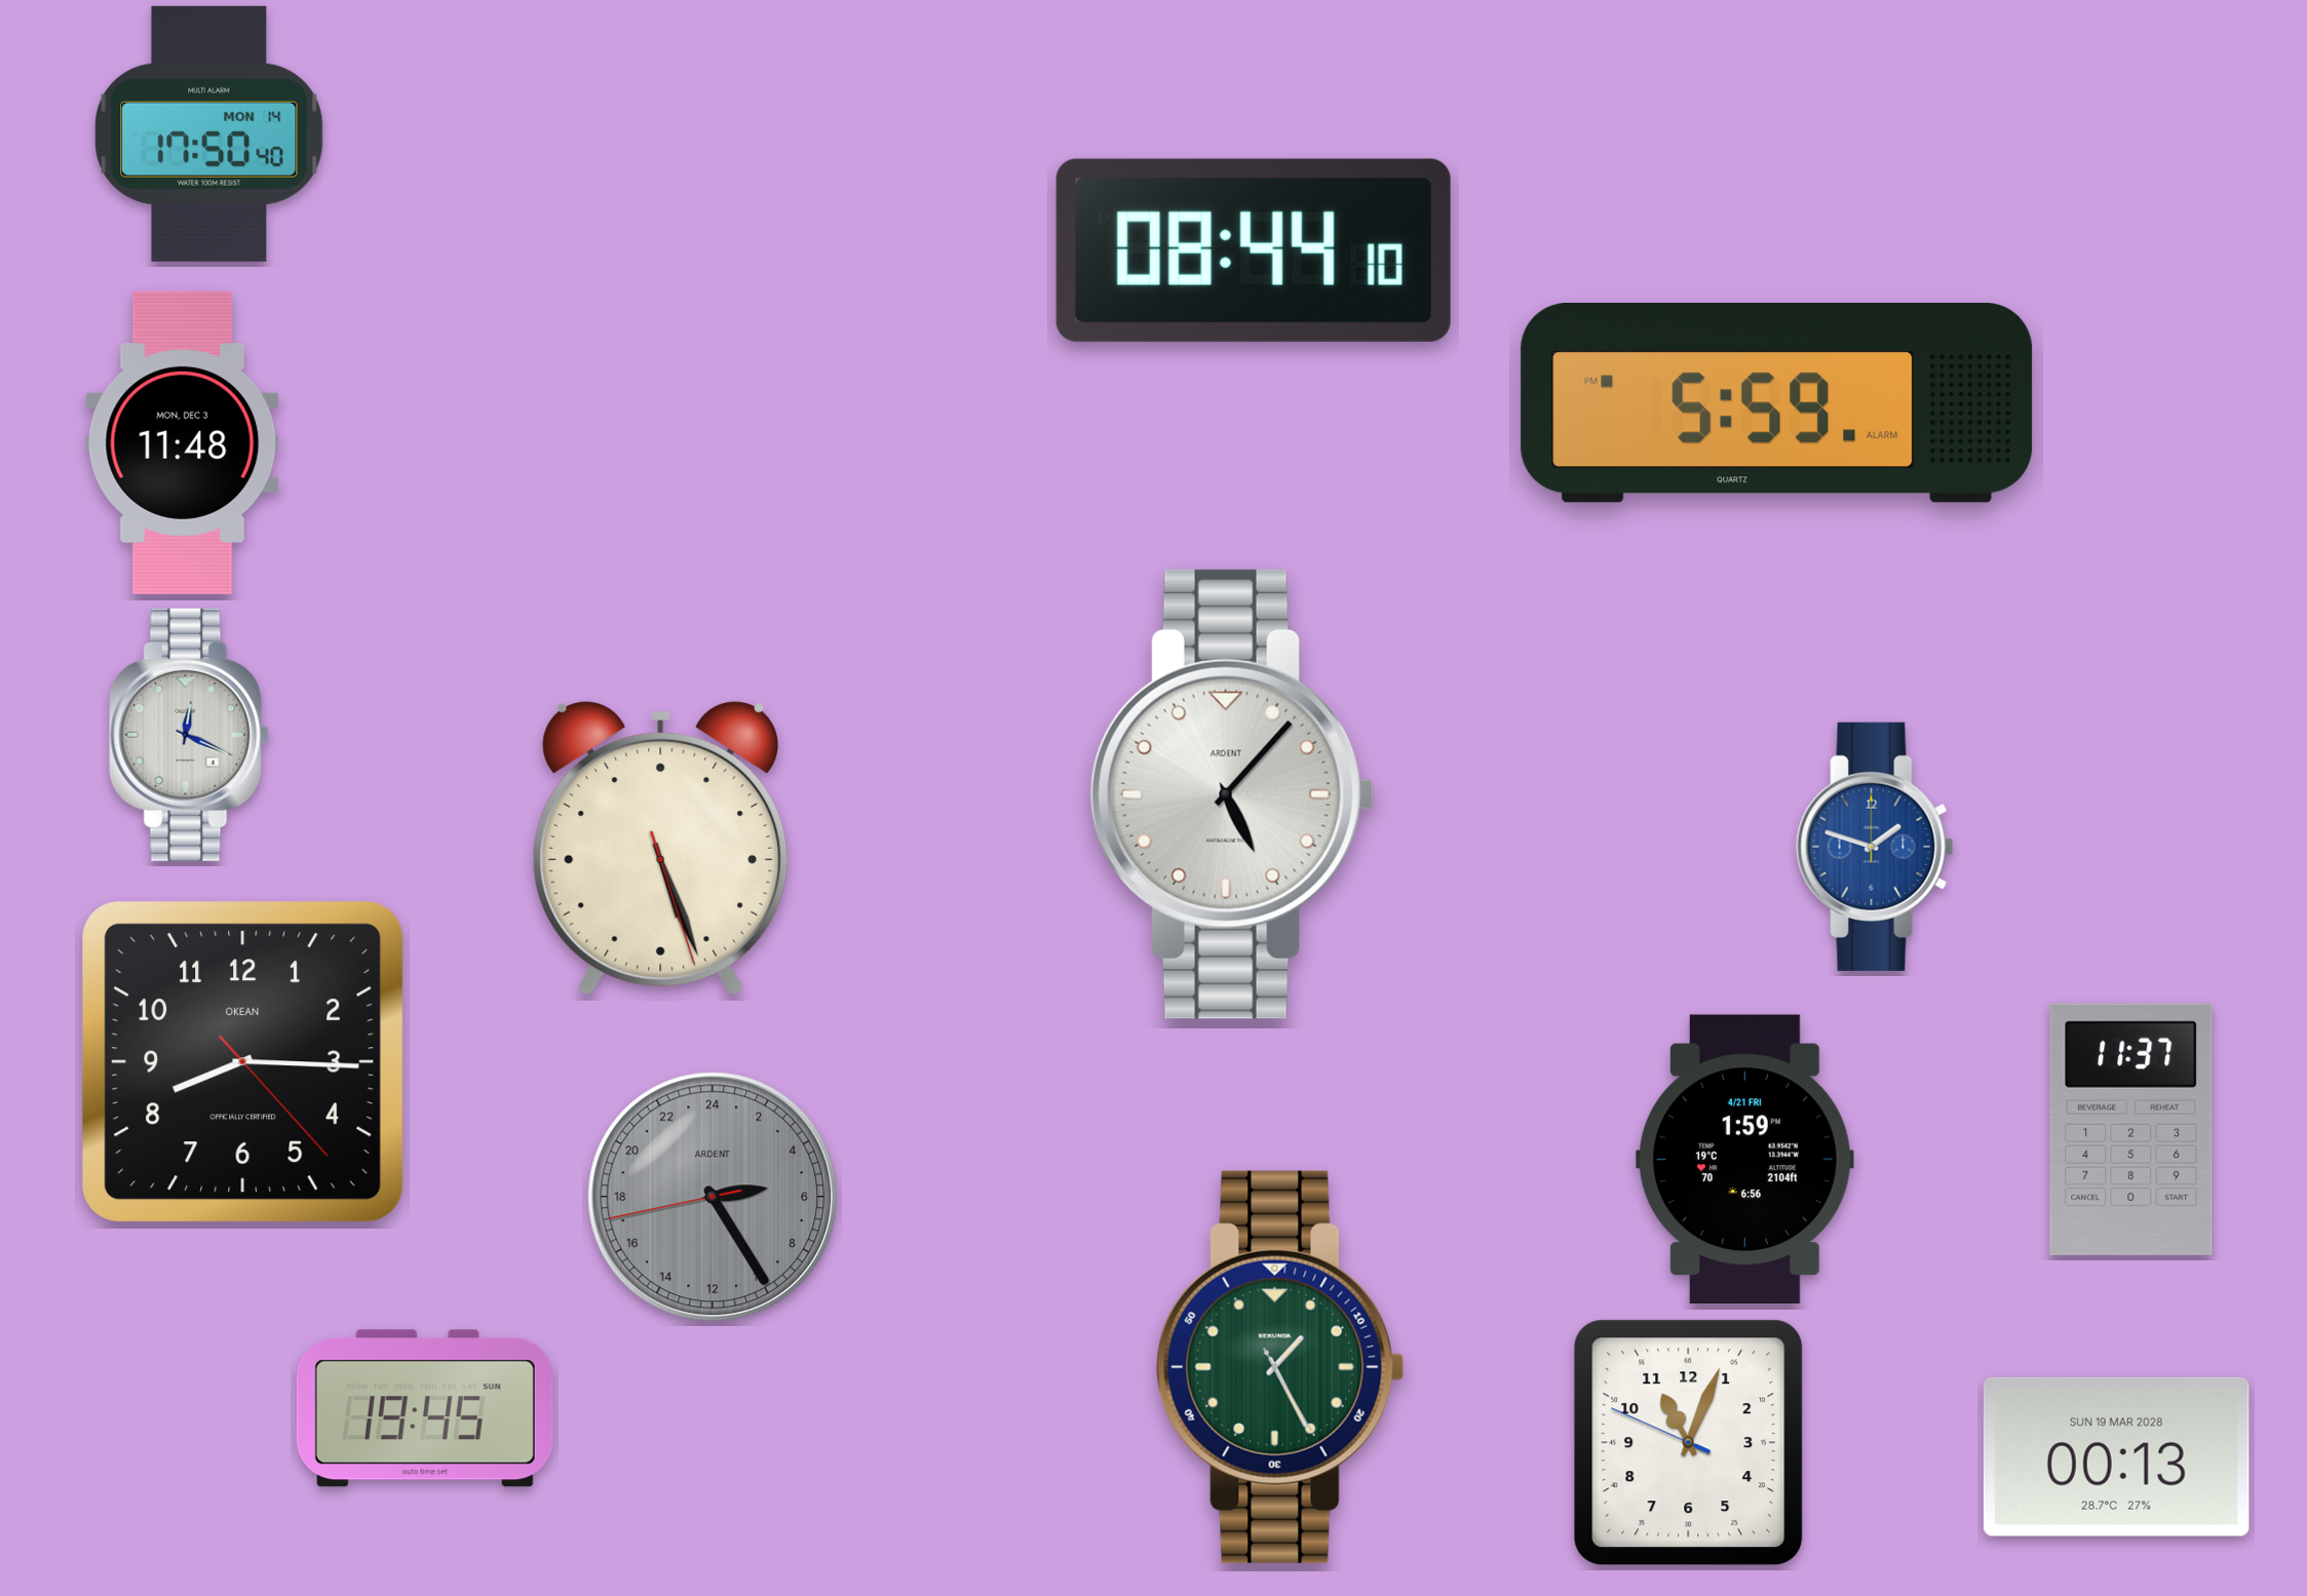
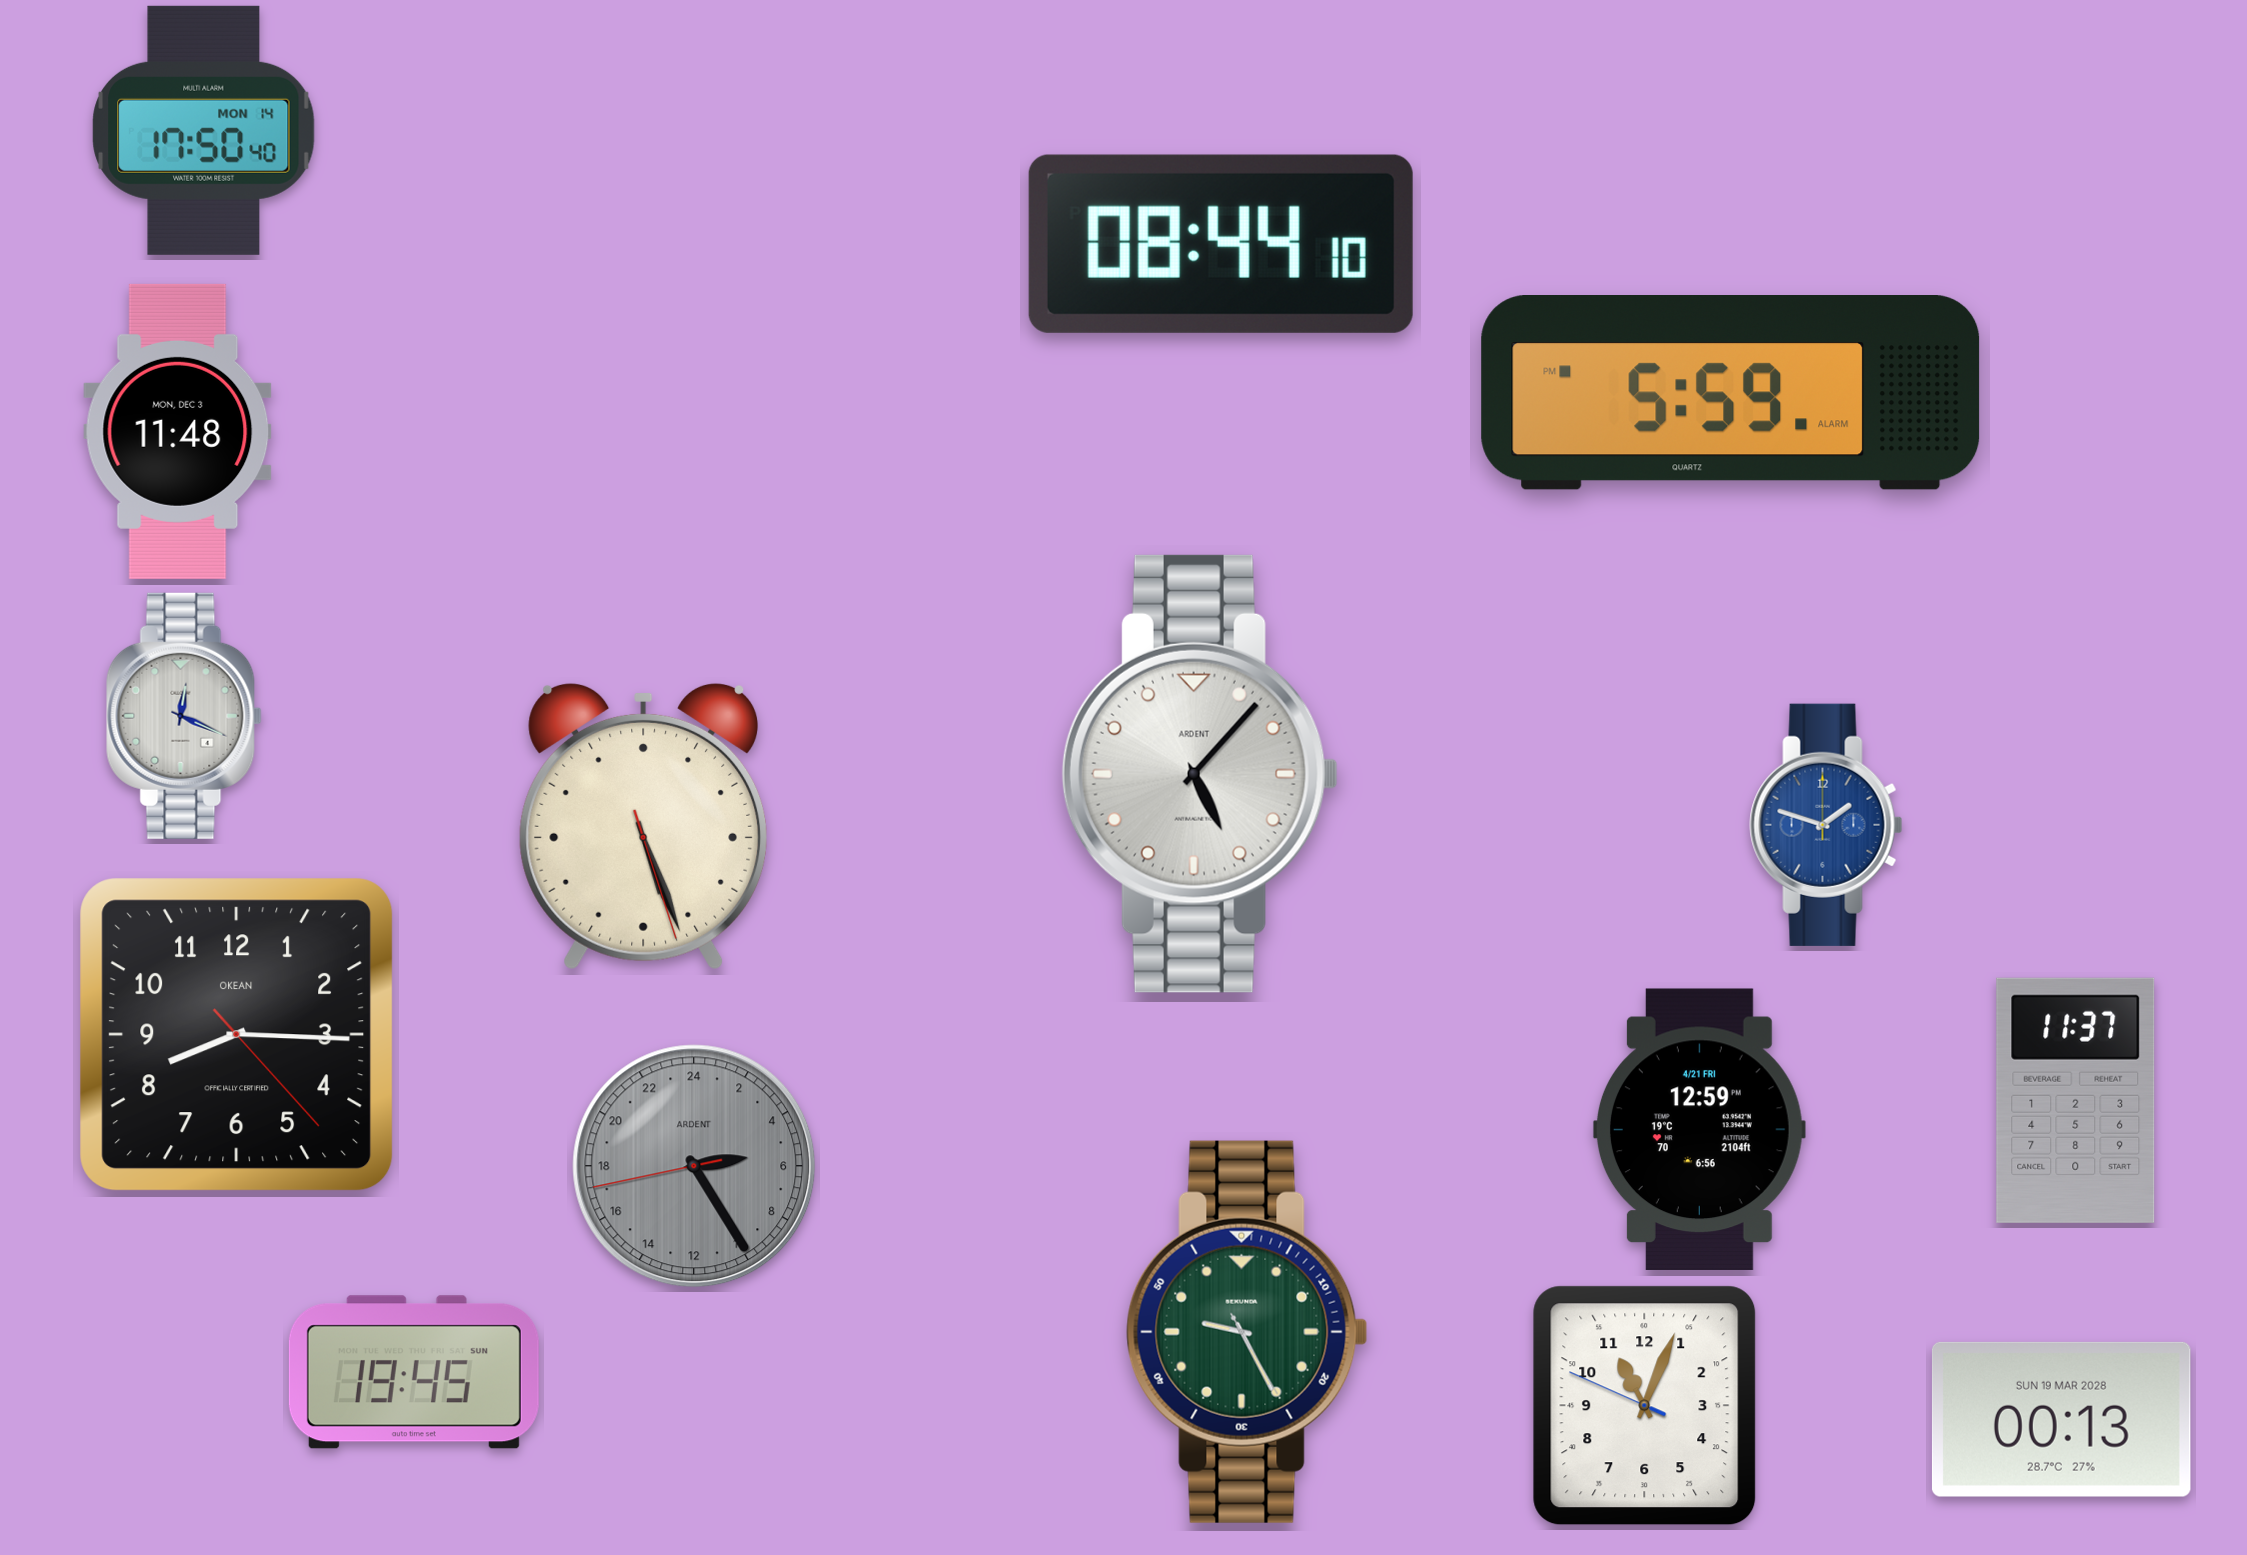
clock at (1744, 1159): 1:59 -> 12:59
clock at (1280, 1367): 1:25 -> 9:25
